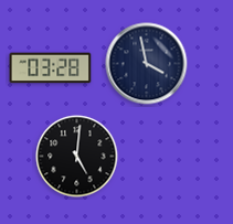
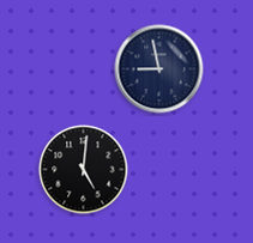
clock at (147, 64): 3:58 -> 8:58
clock at (51, 68): 03:28 -> none
